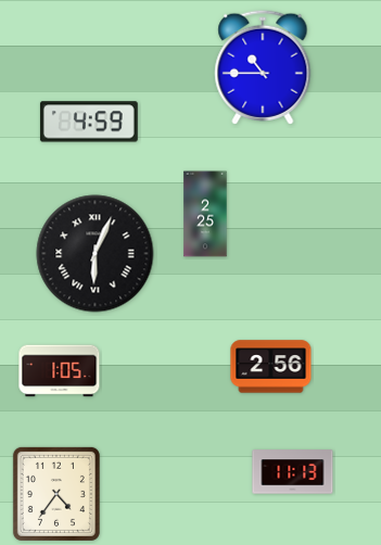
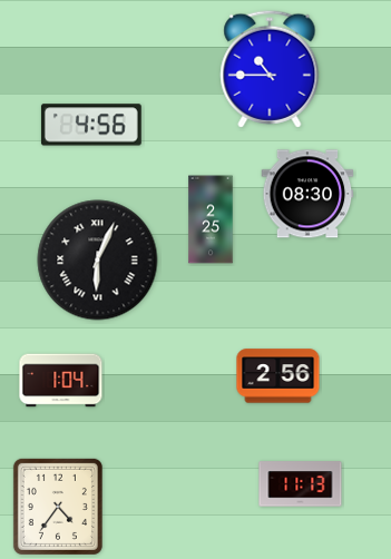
clock at (89, 122): 4:59 -> 4:56
clock at (307, 194): none -> 08:30
clock at (60, 371): 1:05 -> 1:04
